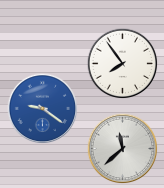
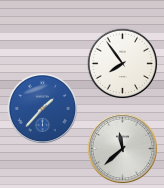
clock at (43, 109): 9:21 -> 1:37
